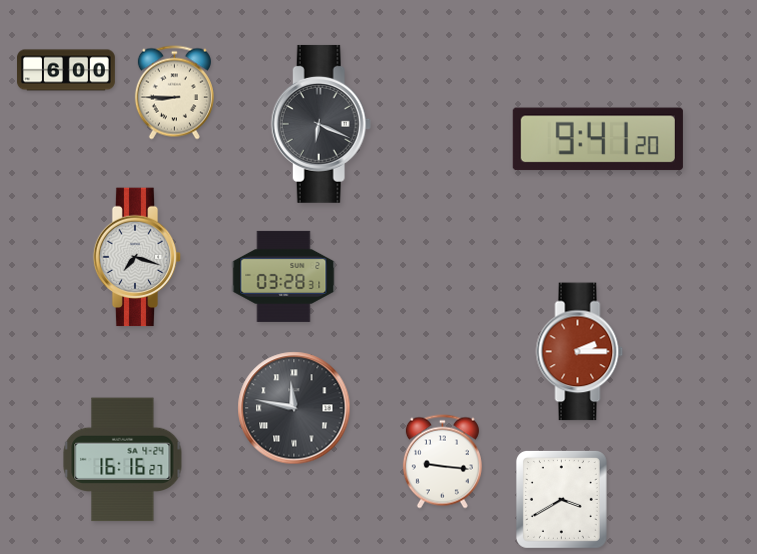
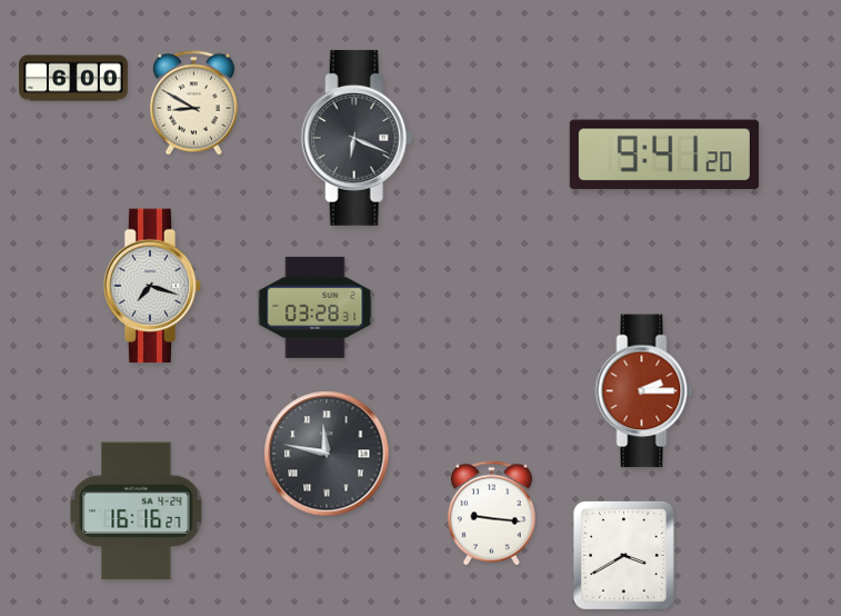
clock at (174, 93): 8:45 -> 8:50
